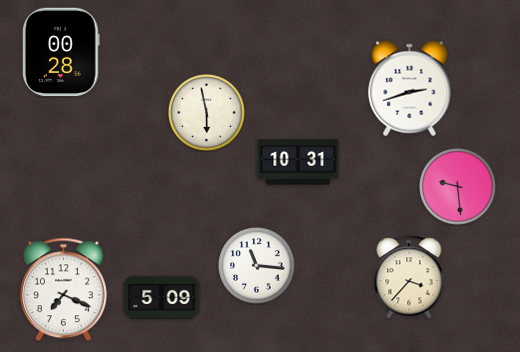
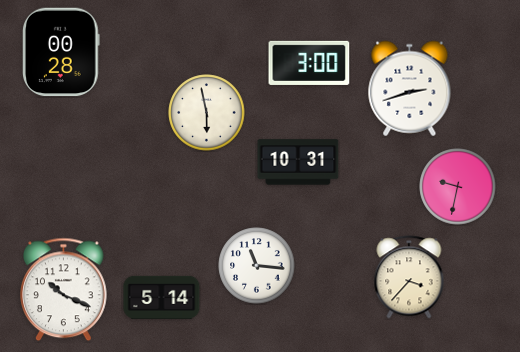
clock at (309, 63): none -> 3:00
clock at (458, 187): 9:29 -> 9:32
clock at (64, 290): 7:19 -> 10:19
clock at (162, 297): 5:09 -> 5:14
